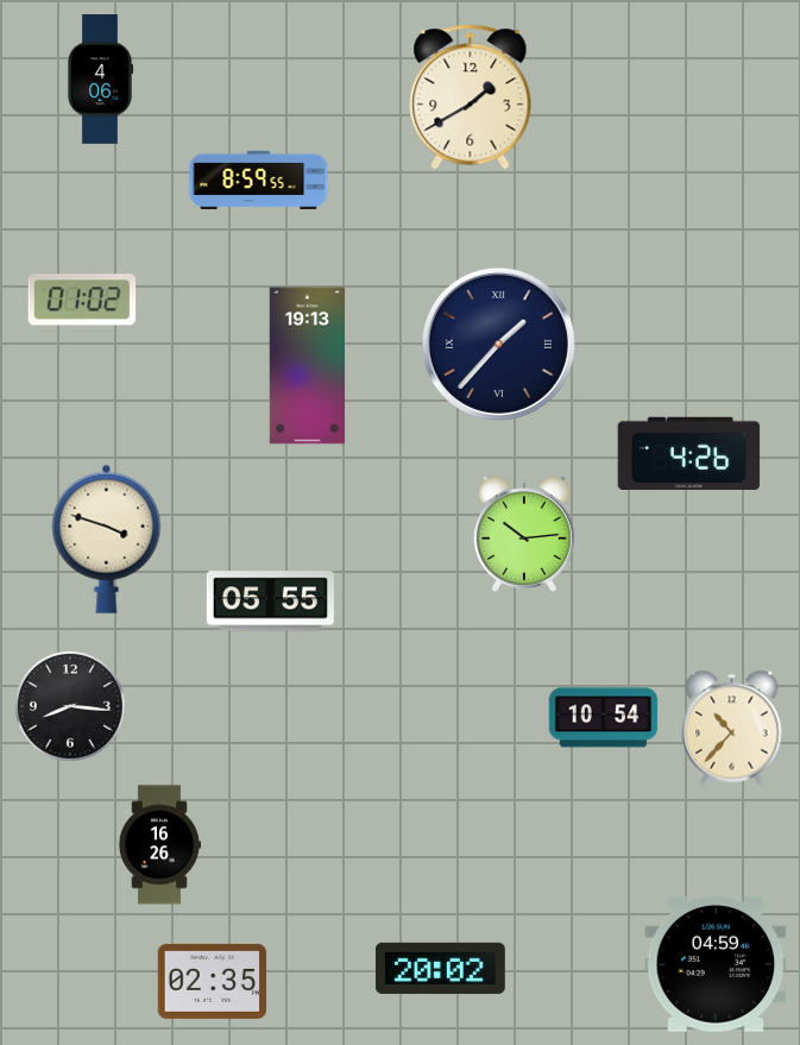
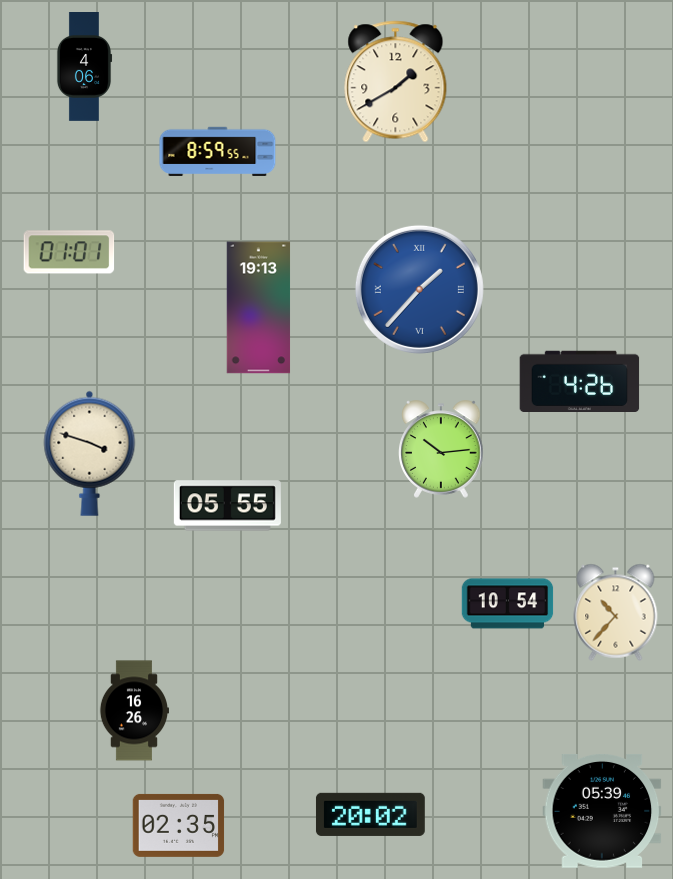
clock at (82, 300): 01:02 -> 01:01
clock at (498, 344) dial: navy -> blue
clock at (70, 706): 8:16 -> none
clock at (716, 964): 04:59 -> 05:39
